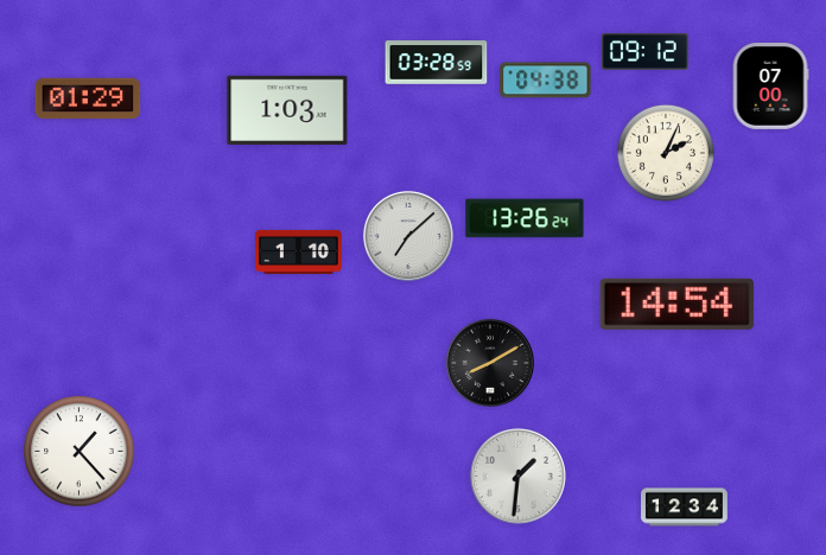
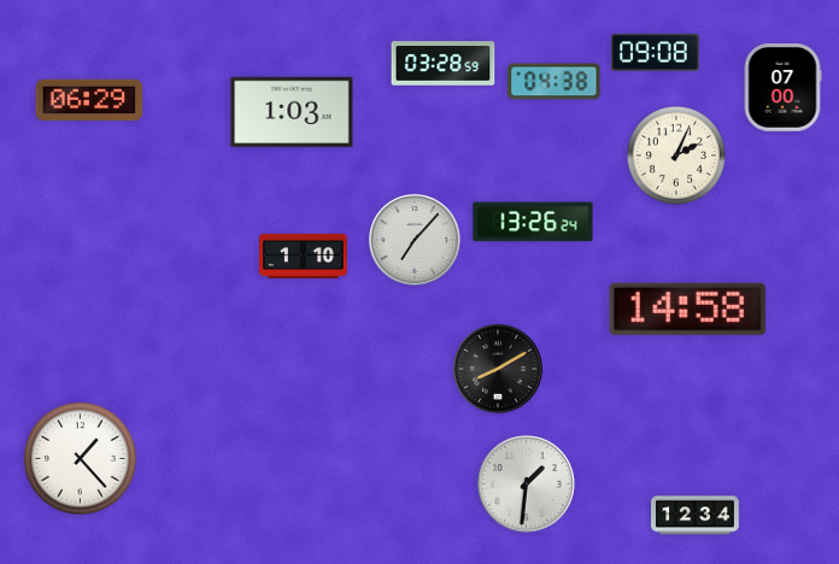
clock at (646, 52): 09:12 -> 09:08
clock at (88, 98): 01:29 -> 06:29
clock at (408, 236): 7:08 -> 7:07
clock at (676, 304): 14:54 -> 14:58
